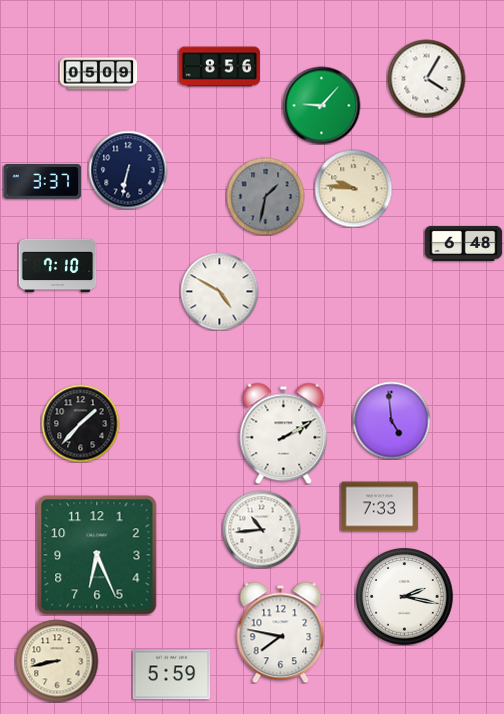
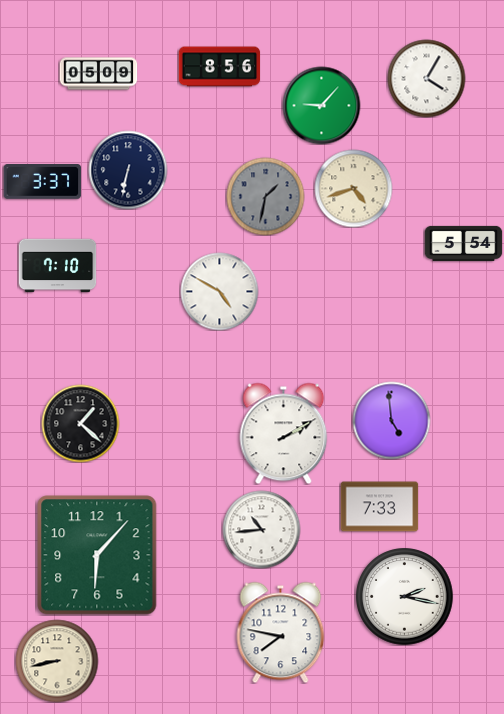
clock at (353, 188): 9:46 -> 4:42
clock at (463, 243): 6:48 -> 5:54
clock at (80, 423): 1:37 -> 1:22
clock at (97, 555): 6:26 -> 6:07
clock at (171, 675): 5:59 -> none
